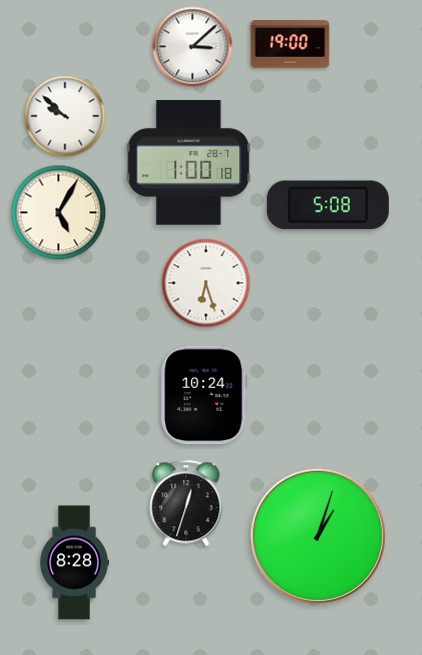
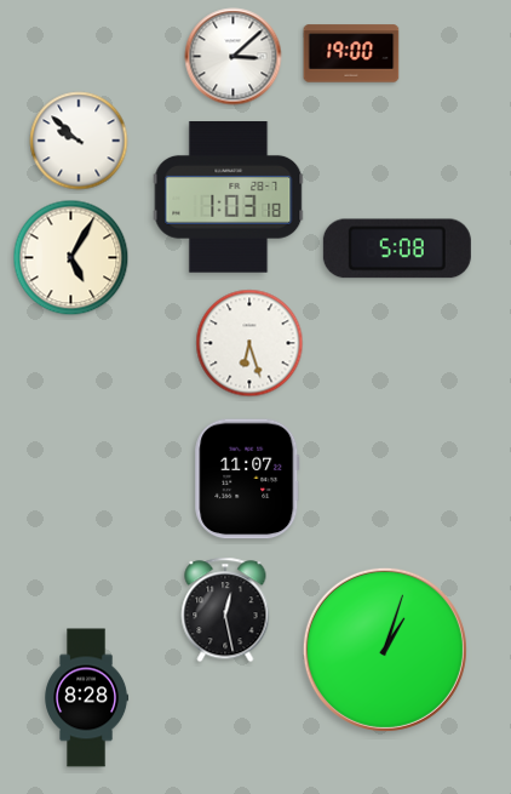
clock at (189, 163): 1:00 -> 1:03
clock at (204, 395): 10:24 -> 11:07
clock at (186, 503): 12:33 -> 12:28
clock at (75, 563) position: (75, 563) -> (87, 698)
